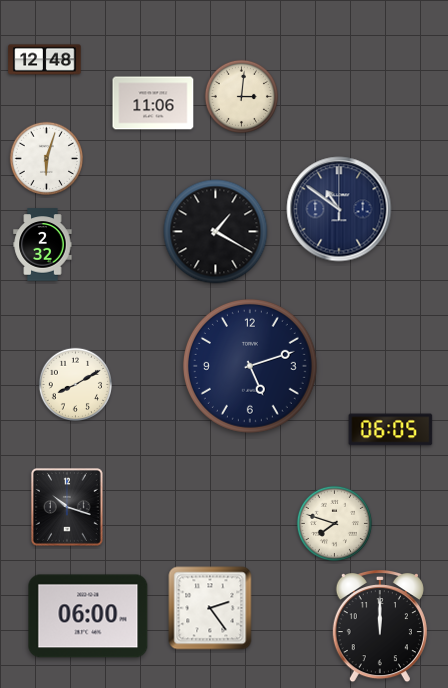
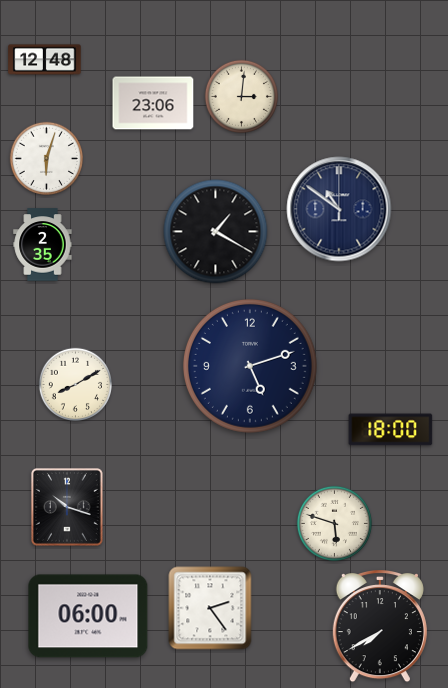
clock at (153, 103): 11:06 -> 23:06
clock at (43, 245): 2:32 -> 2:35
clock at (391, 430): 06:05 -> 18:00
clock at (334, 523): 7:48 -> 5:48
clock at (380, 627): 12:00 -> 7:40
